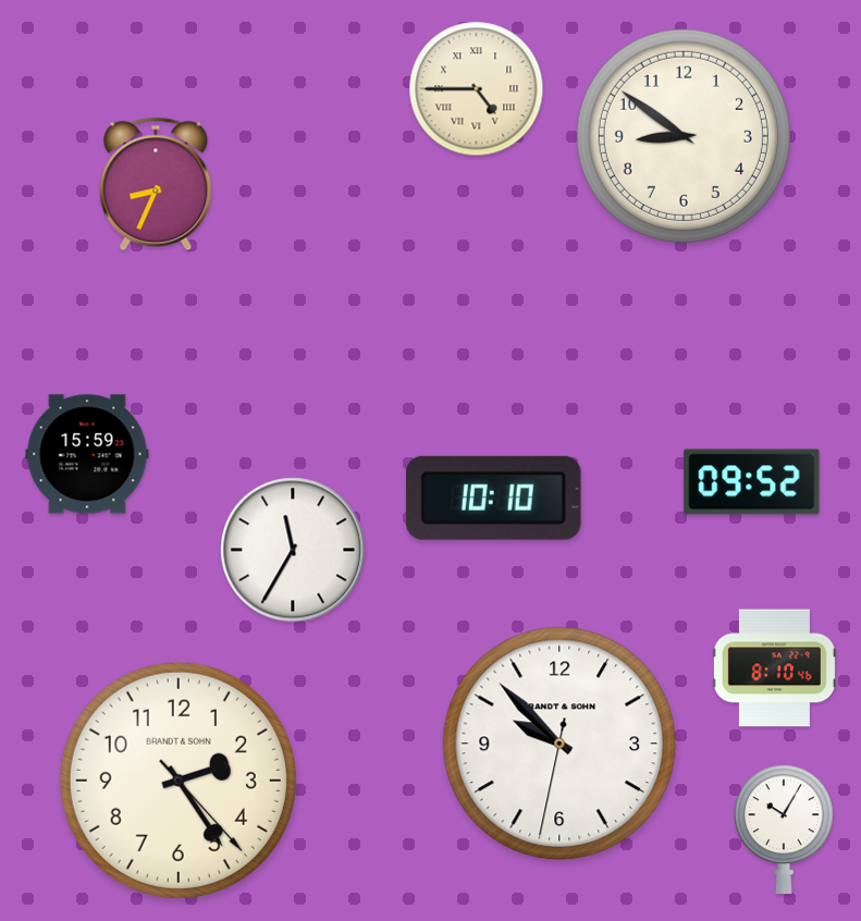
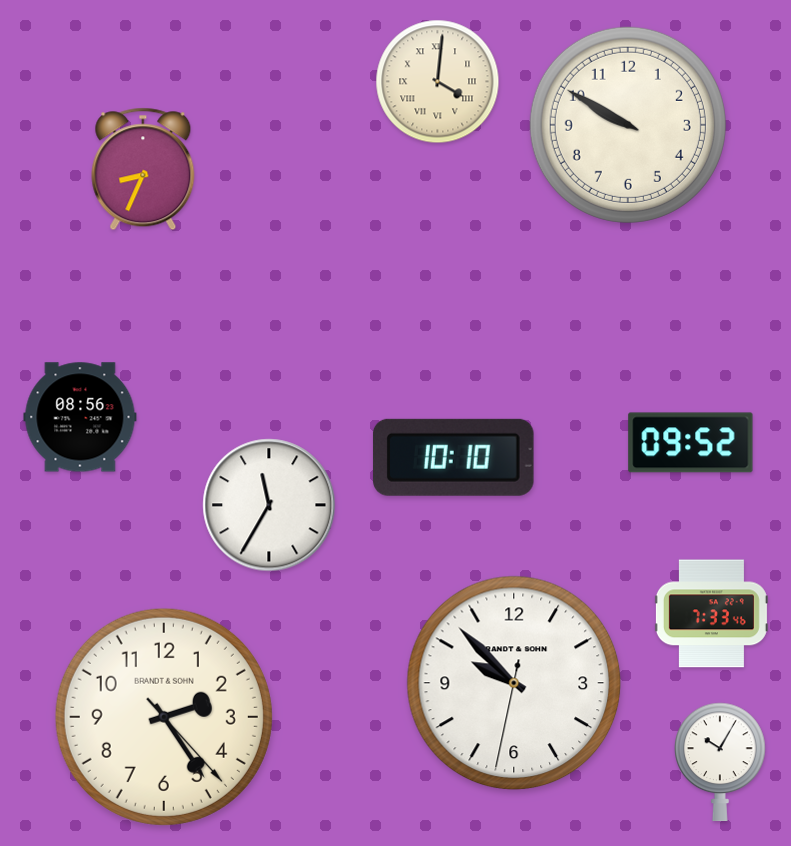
clock at (477, 89): 4:45 -> 4:01
clock at (684, 136): 8:51 -> 9:50
clock at (87, 454): 15:59 -> 08:56
clock at (774, 668): 8:10 -> 7:33
